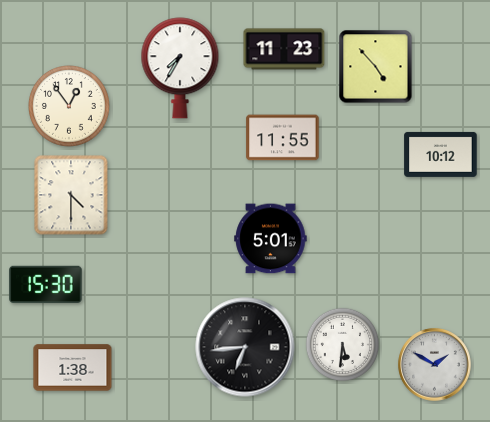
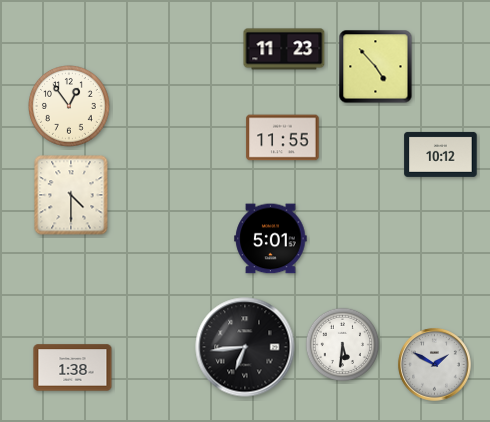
clock at (180, 68): 7:35 -> none
clock at (46, 285): 15:30 -> none
